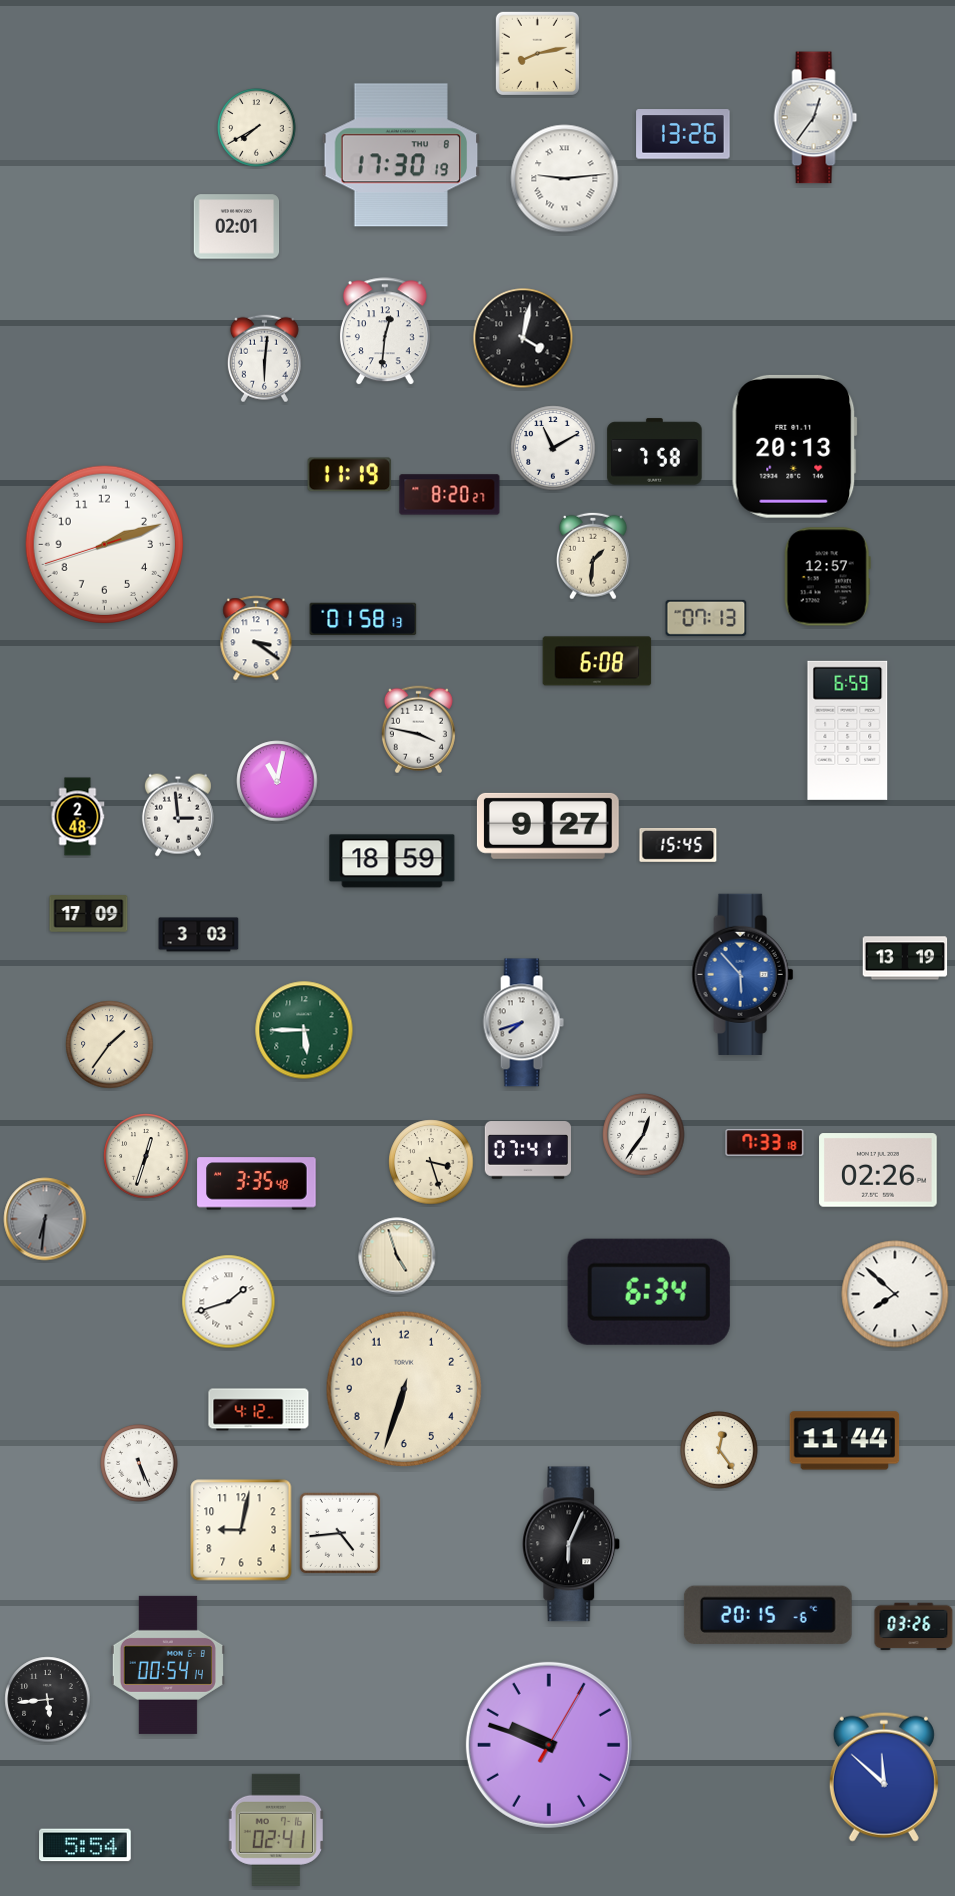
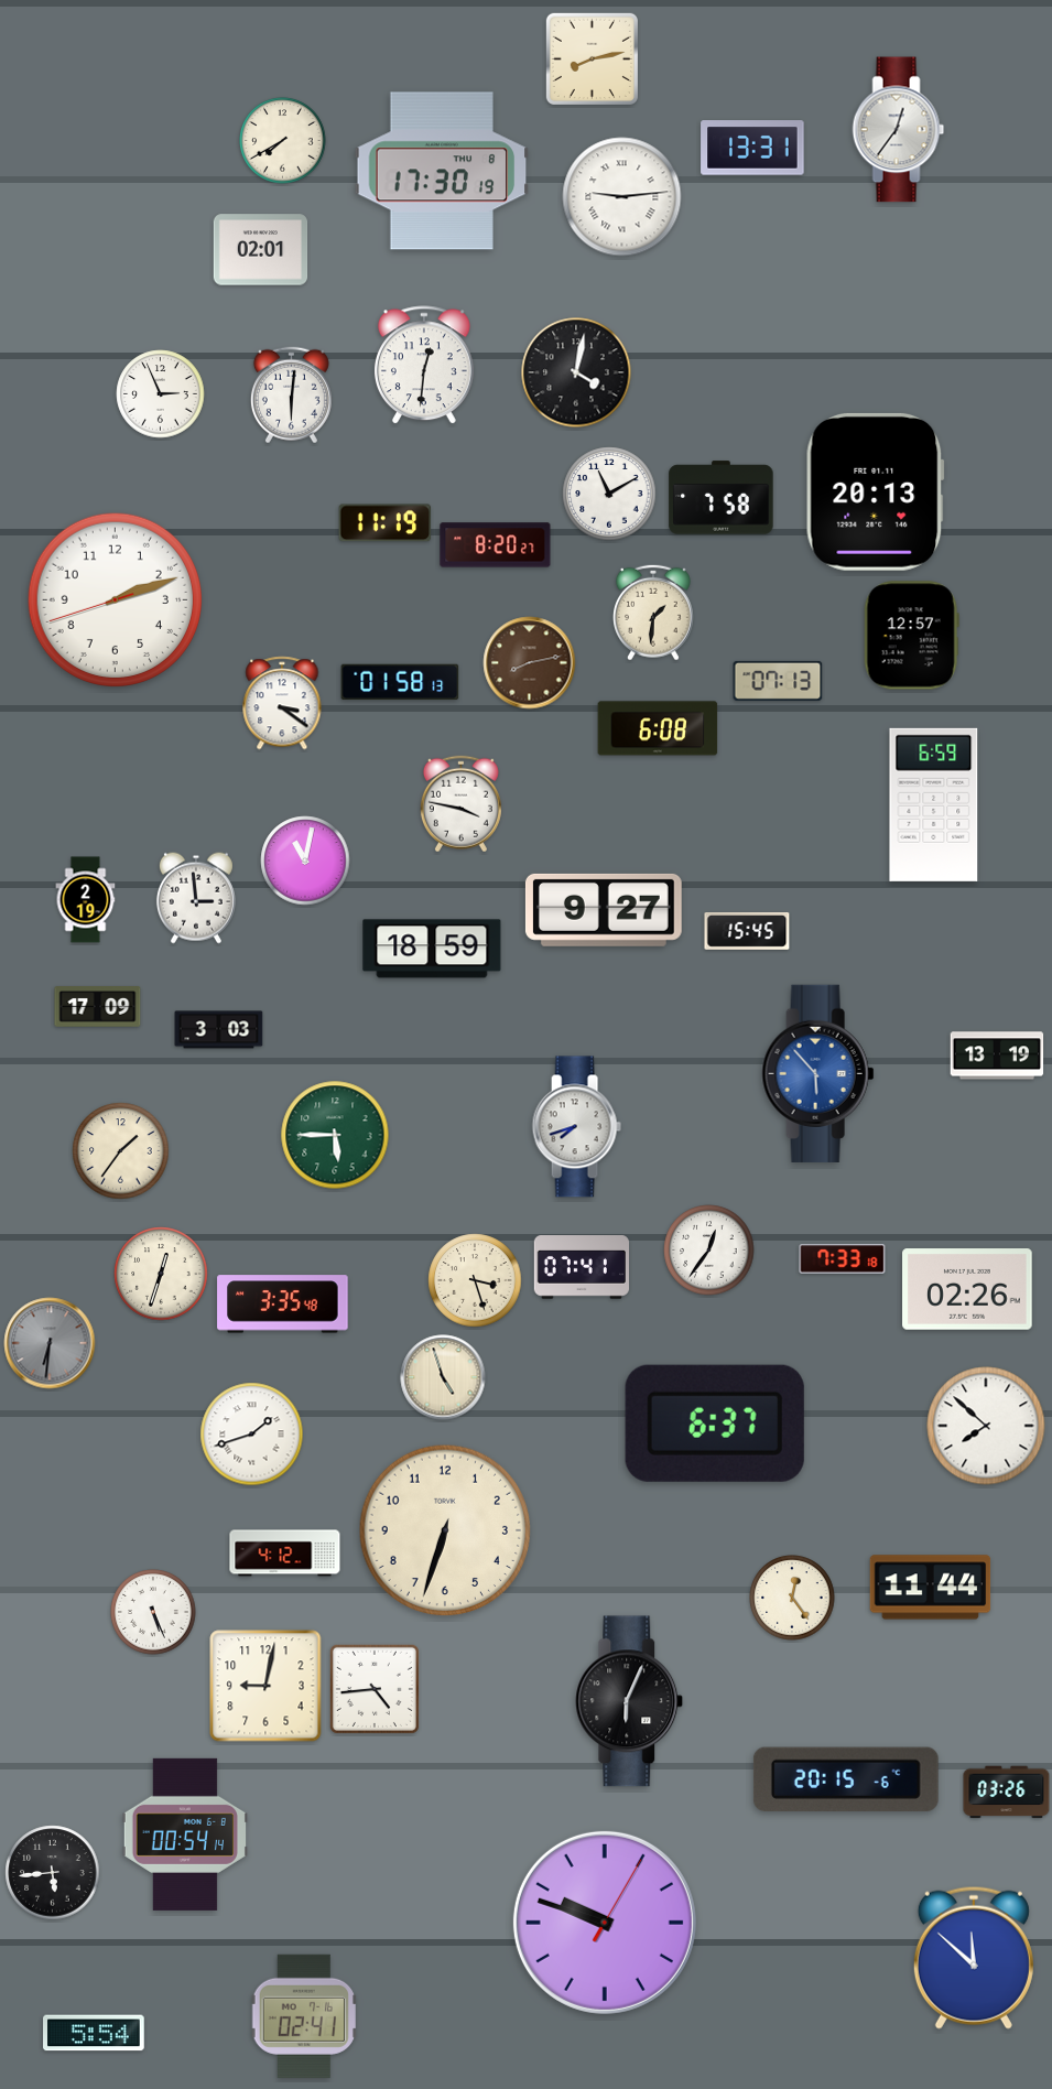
clock at (683, 134): 13:26 -> 13:31
clock at (161, 394): none -> 2:56
clock at (530, 663): none -> 8:13
clock at (78, 817): 2:48 -> 2:19
clock at (397, 1256) position: (397, 1256) -> (443, 1377)
clock at (649, 1292): 6:34 -> 6:37
